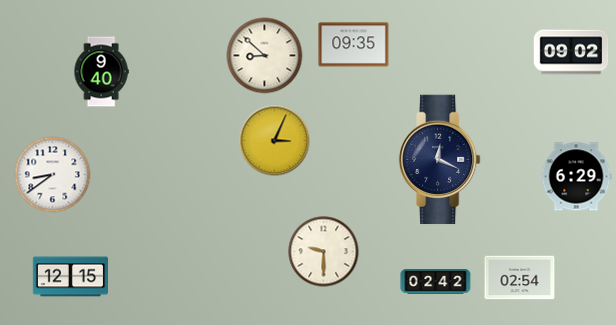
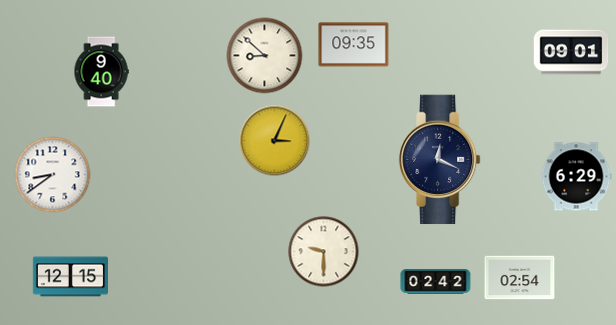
clock at (571, 52): 09:02 -> 09:01
